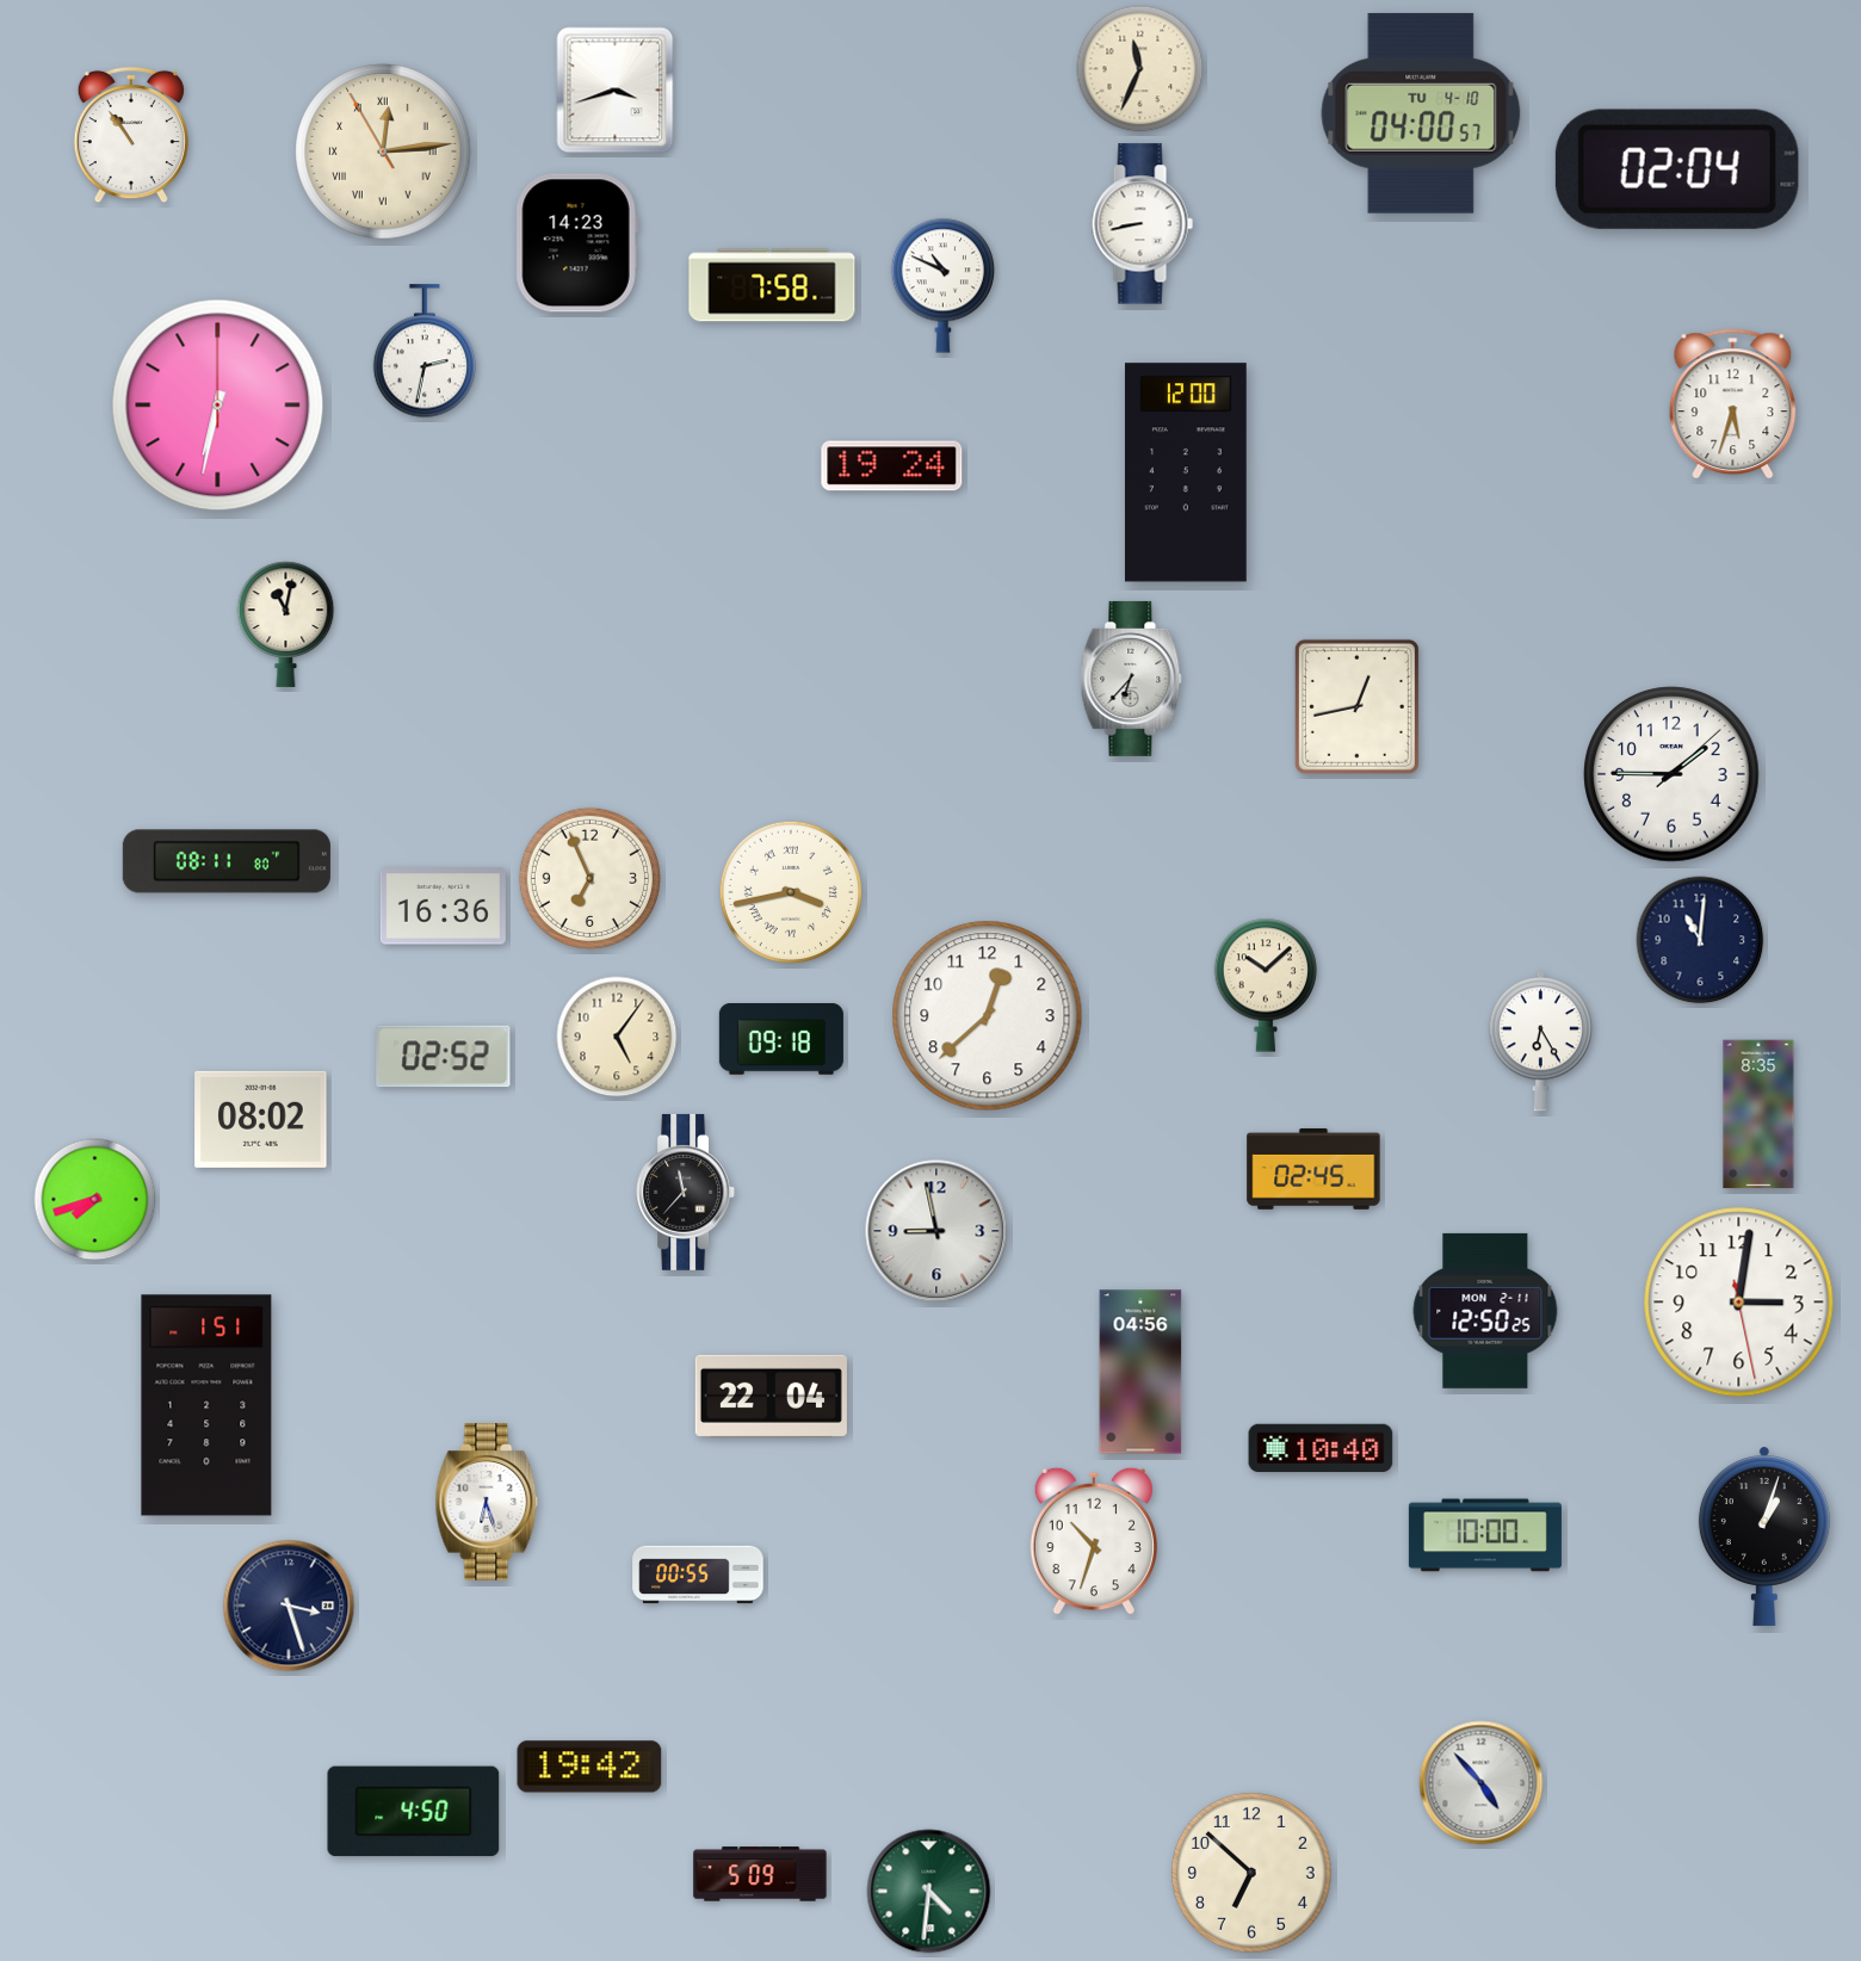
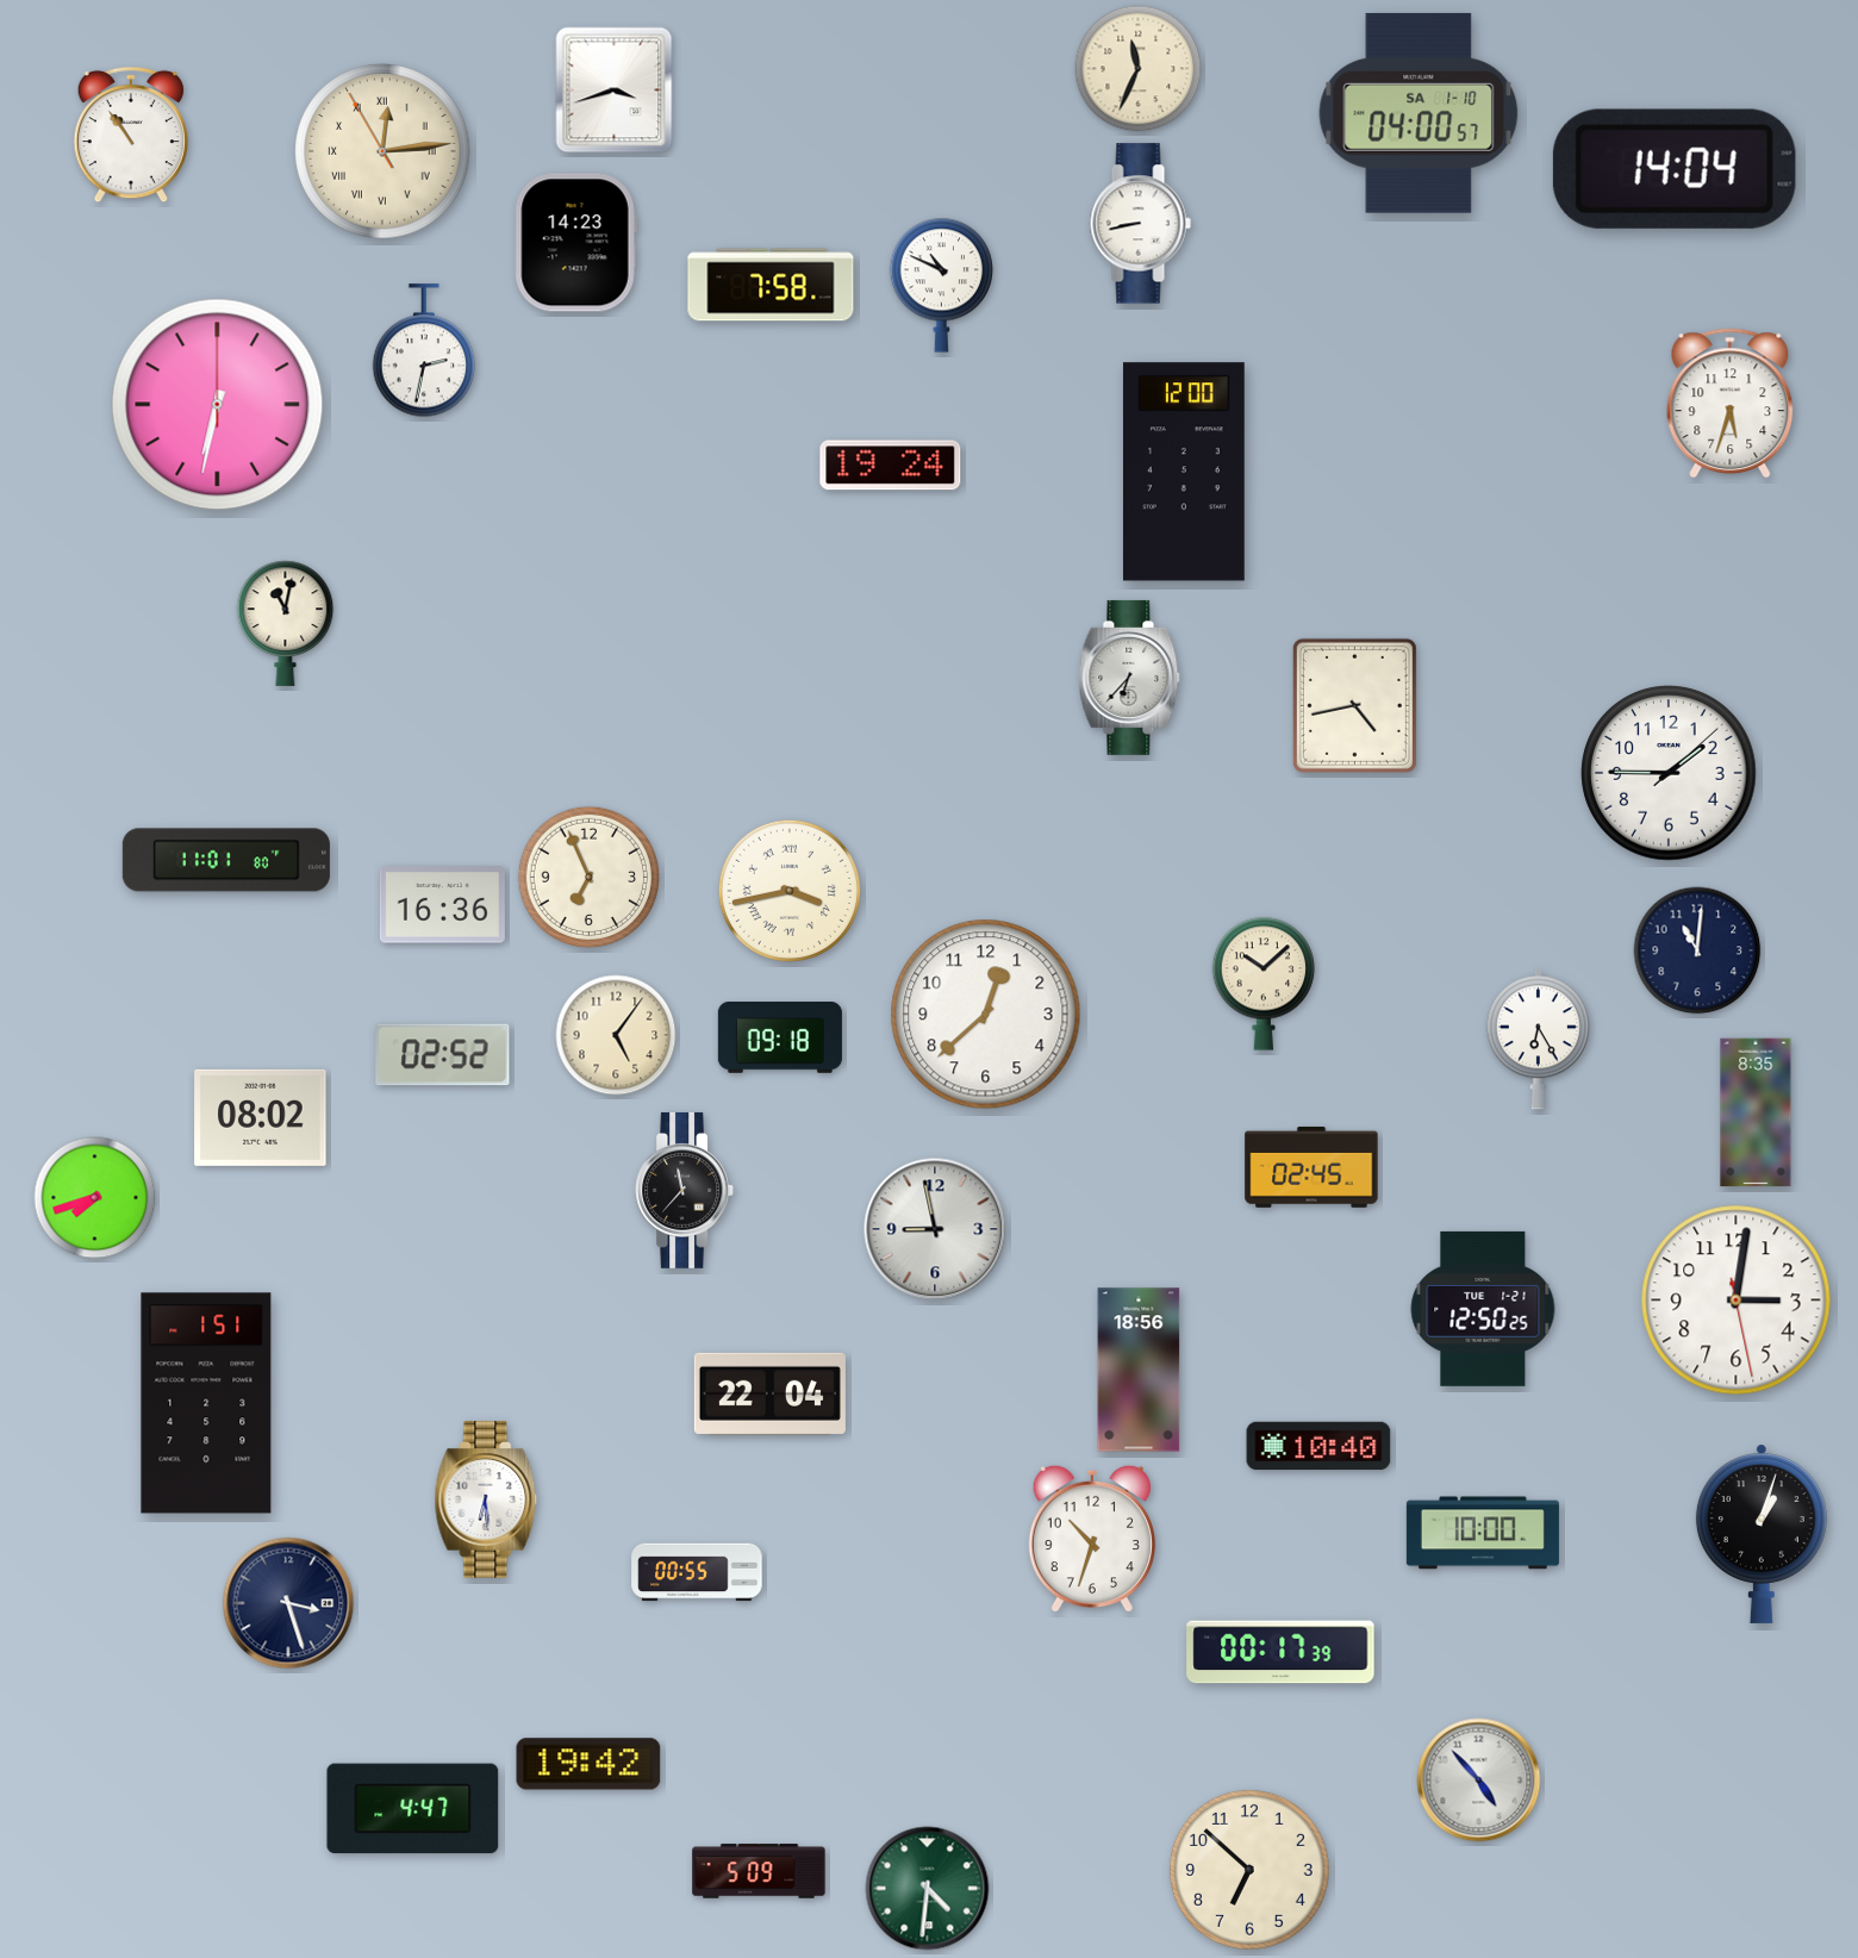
clock at (1421, 113) date: TU 4-10 -> SA 1-10
clock at (1677, 169): 02:04 -> 14:04
clock at (1356, 706): 12:43 -> 4:43
clock at (227, 861): 08:11 -> 11:01
clock at (1700, 940) position: (1700, 940) -> (1697, 950)
clock at (1485, 1311) date: MON 2-11 -> TUE 1-21
clock at (1140, 1372): 04:56 -> 18:56
clock at (487, 1502): 6:27 -> 6:29
clock at (1280, 1652): none -> 00:17
clock at (414, 1812): 4:50 -> 4:47
